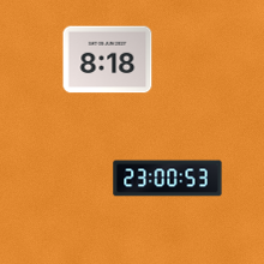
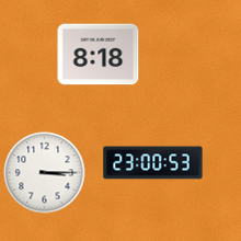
clock at (45, 173): none -> 3:15
